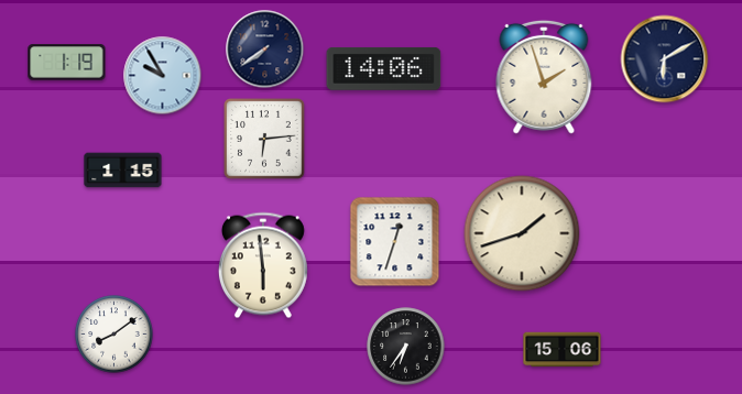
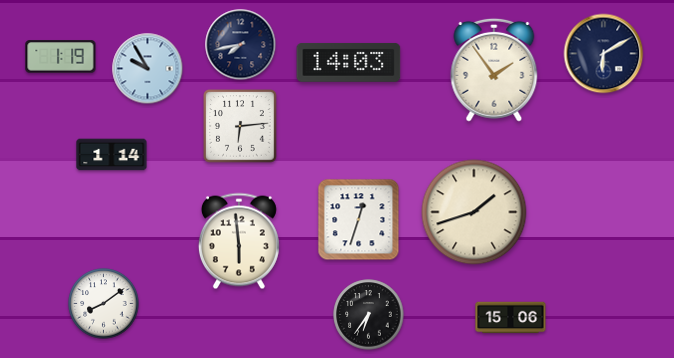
clock at (265, 50): 7:39 -> 7:43
clock at (384, 68): 14:06 -> 14:03
clock at (544, 77): 1:57 -> 1:54
clock at (123, 171): 1:15 -> 1:14
